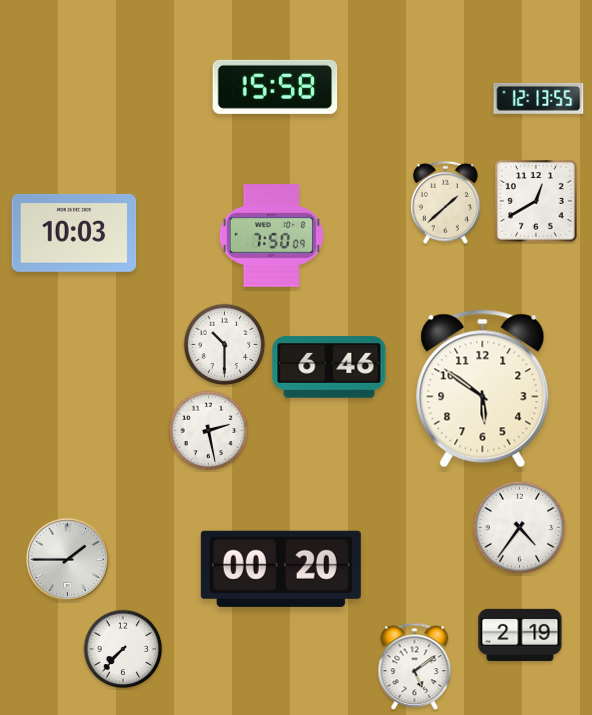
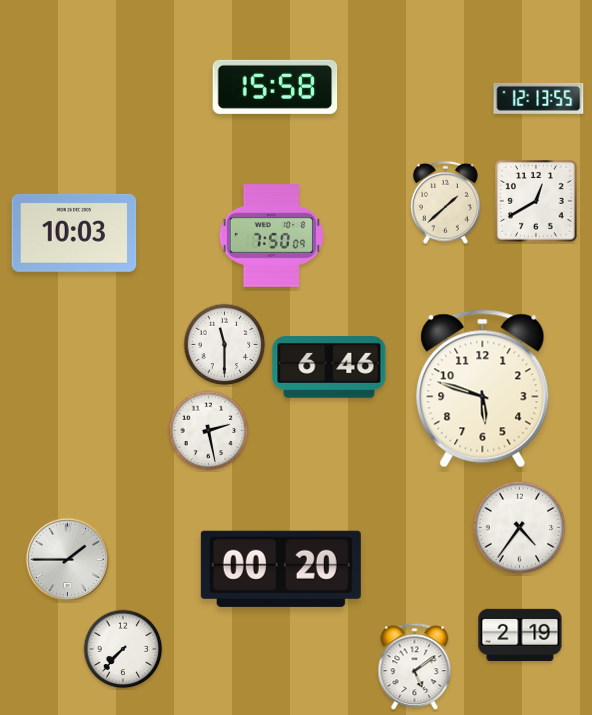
clock at (225, 345): 10:30 -> 11:30
clock at (483, 389): 5:51 -> 5:48
